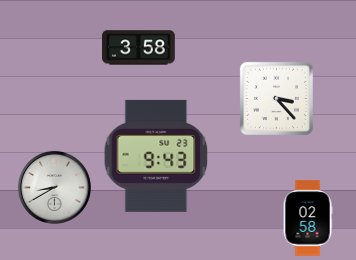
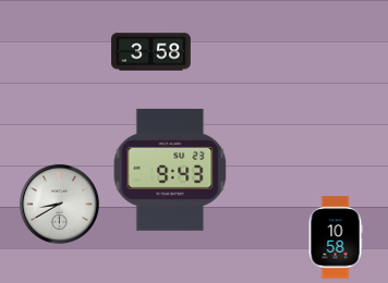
clock at (276, 98): 3:23 -> none
clock at (308, 218): 02:58 -> 10:58
